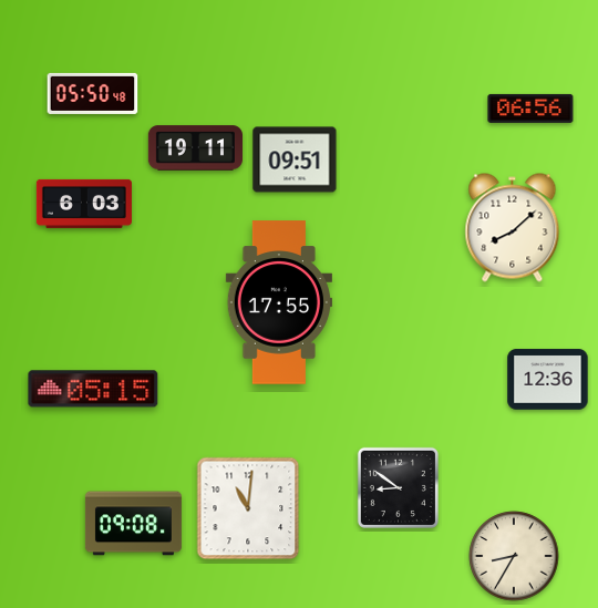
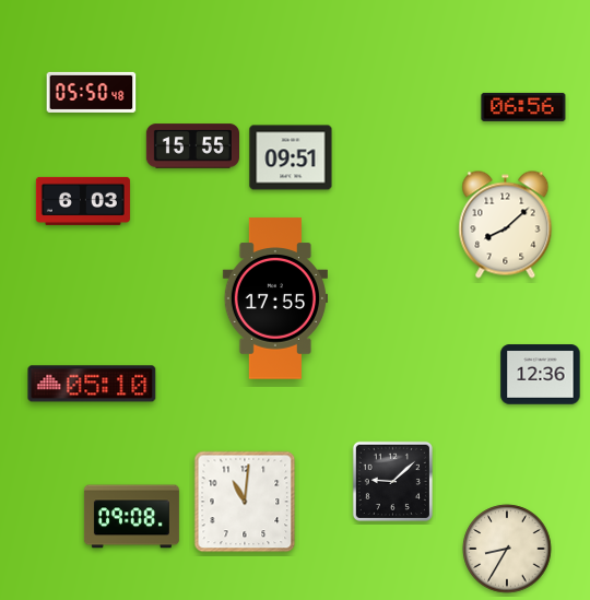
clock at (195, 148): 19:11 -> 15:55
clock at (93, 389): 05:15 -> 05:10
clock at (398, 487): 8:51 -> 9:08
